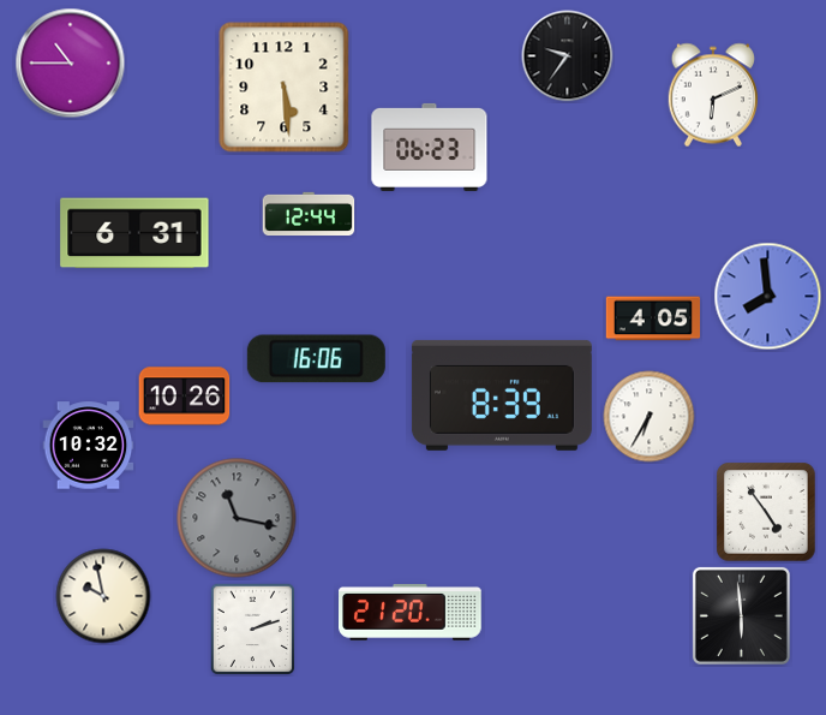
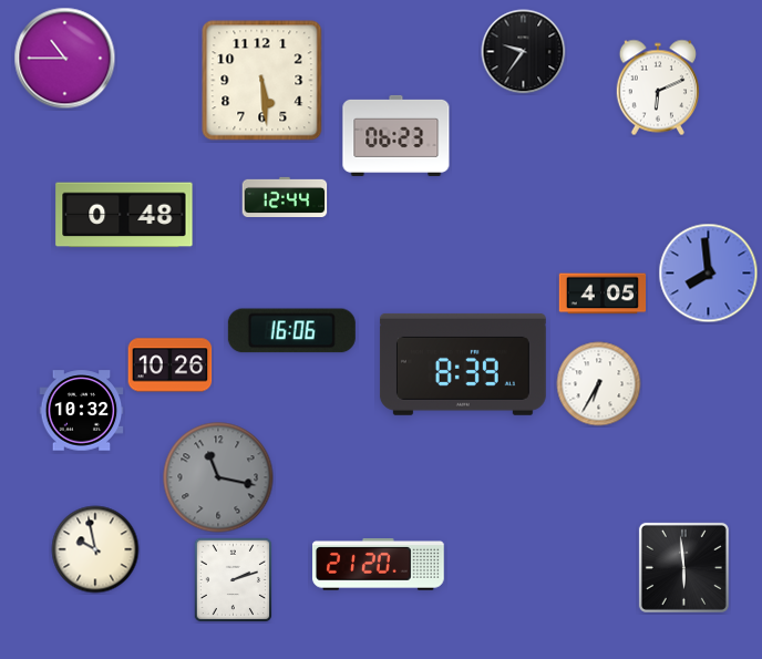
clock at (134, 233): 6:31 -> 0:48
clock at (766, 512): 4:54 -> none
